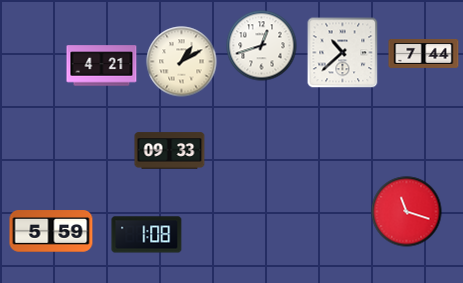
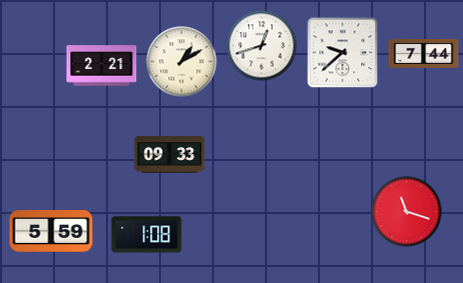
clock at (343, 53): 10:38 -> 9:38
clock at (102, 66): 4:21 -> 2:21
clock at (170, 151) position: (170, 151) -> (170, 155)
